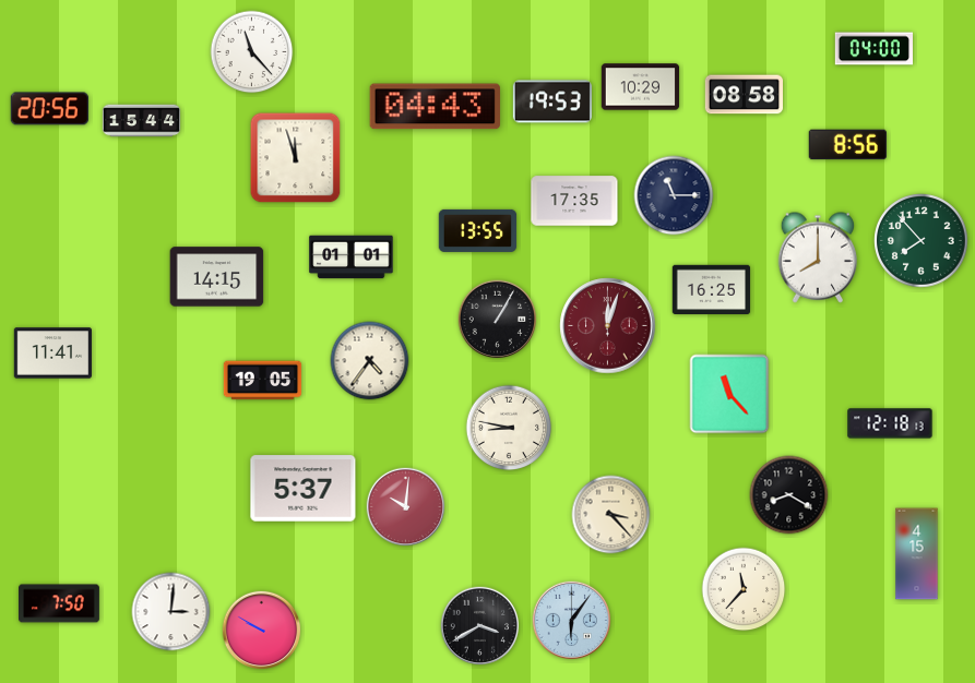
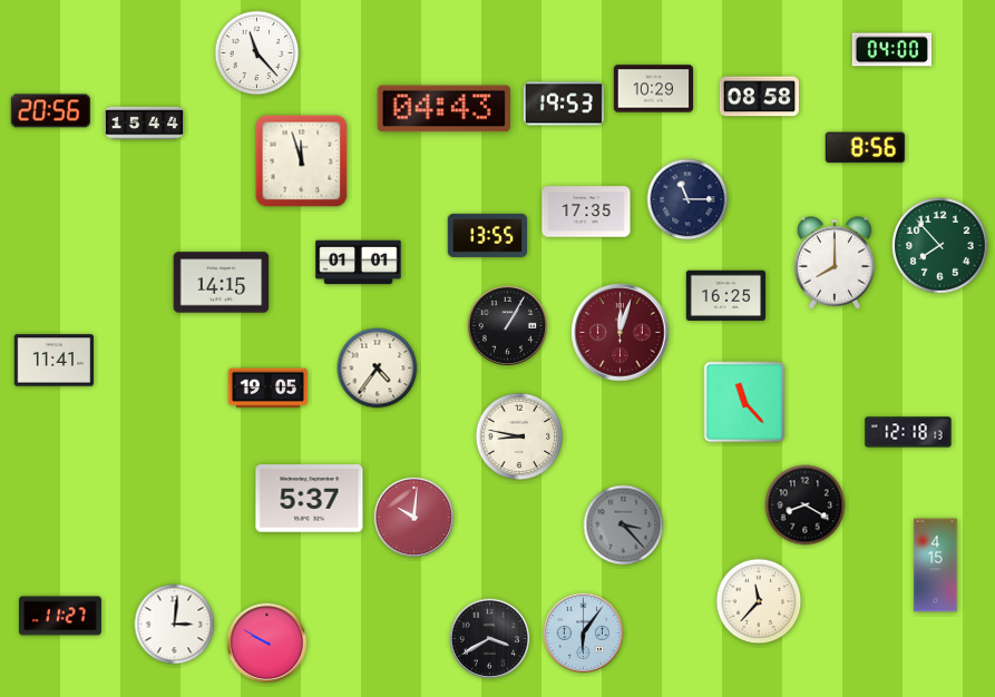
clock at (574, 201) position: (574, 201) -> (586, 212)
clock at (611, 515) dial: cream -> grey
clock at (60, 603): 7:50 -> 11:27
